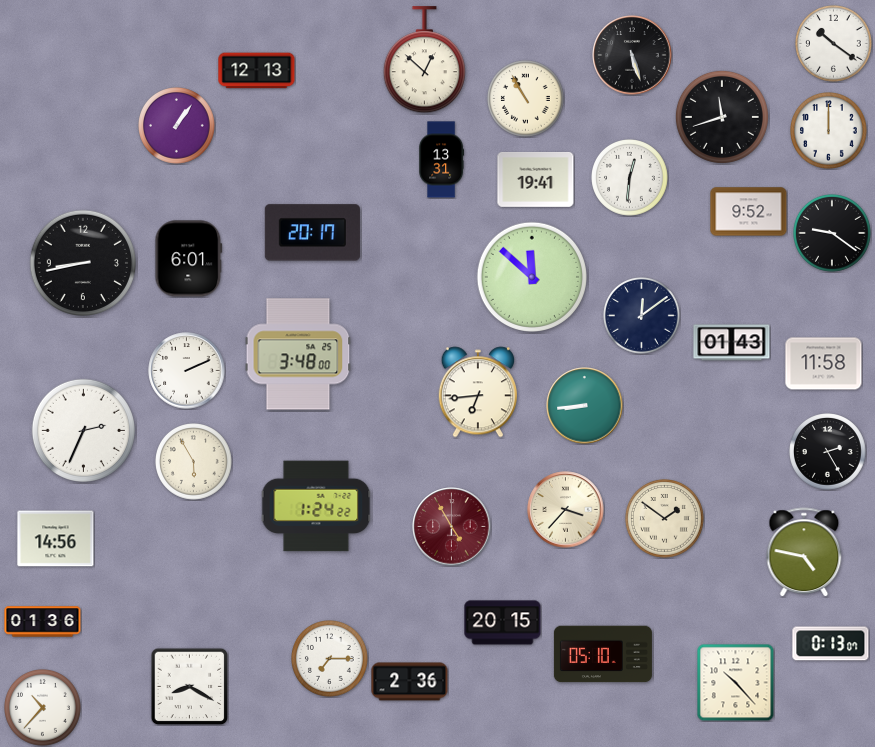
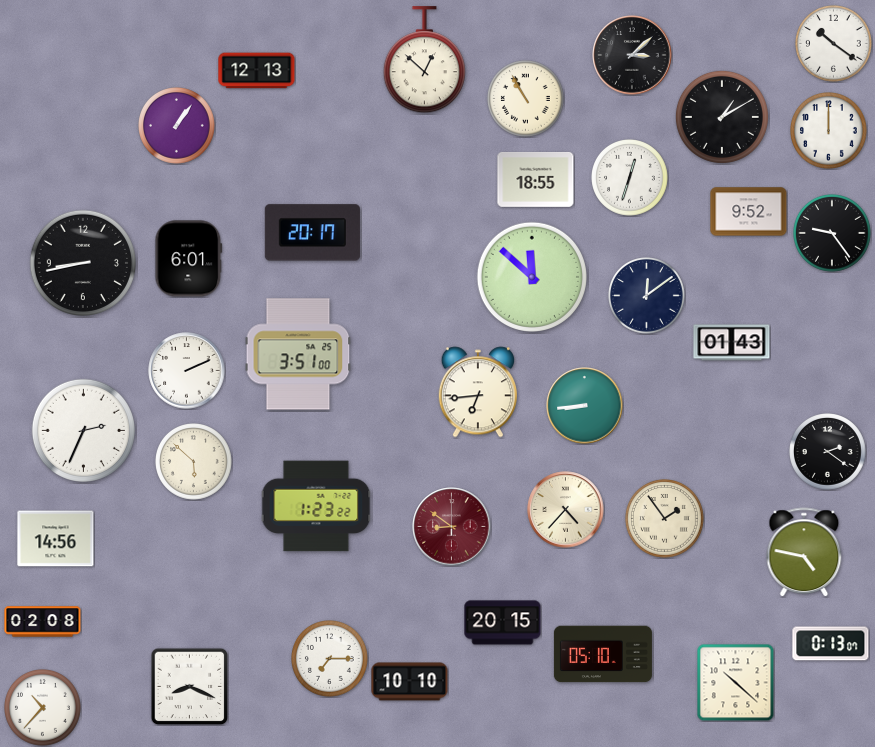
clock at (632, 55): 5:27 -> 3:08
clock at (722, 117): 11:42 -> 1:10
clock at (442, 160): 13:31 -> none
clock at (630, 178): 12:31 -> 12:33
clock at (536, 179): 19:41 -> 18:55
clock at (833, 234): 9:21 -> 9:24
clock at (642, 316) position: (642, 316) -> (647, 296)
clock at (298, 354): 3:48 -> 3:51
clock at (824, 364): 11:58 -> none
clock at (828, 452): 2:25 -> 2:21
clock at (194, 462): 5:55 -> 5:52
clock at (316, 506): 1:24 -> 1:23
clock at (566, 510): 3:37 -> 4:37
clock at (665, 519): 1:51 -> 1:54
clock at (452, 527): 4:55 -> 8:51
clock at (43, 622): 01:36 -> 02:08
clock at (410, 682): 2:36 -> 10:10
clock at (735, 682): 10:23 -> 10:22
clock at (189, 686): 8:20 -> 8:19
